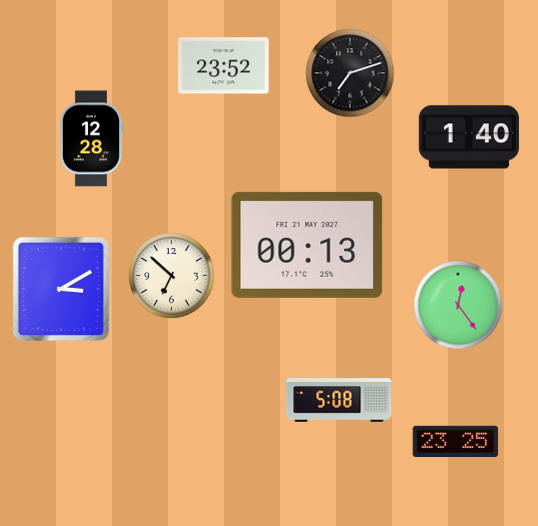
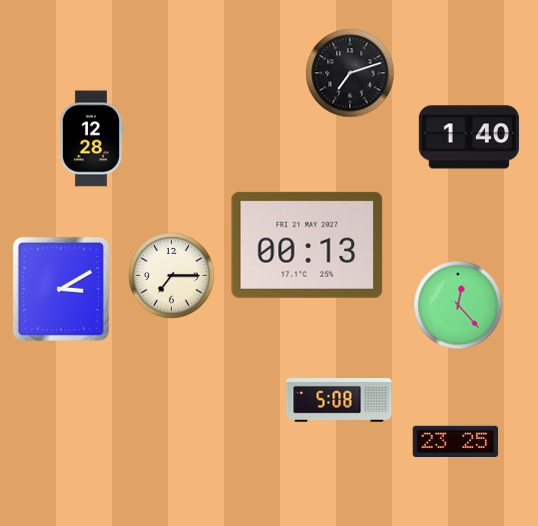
clock at (224, 66): 23:52 -> none
clock at (172, 276): 6:52 -> 7:15
clock at (458, 305): 12:24 -> 12:23
